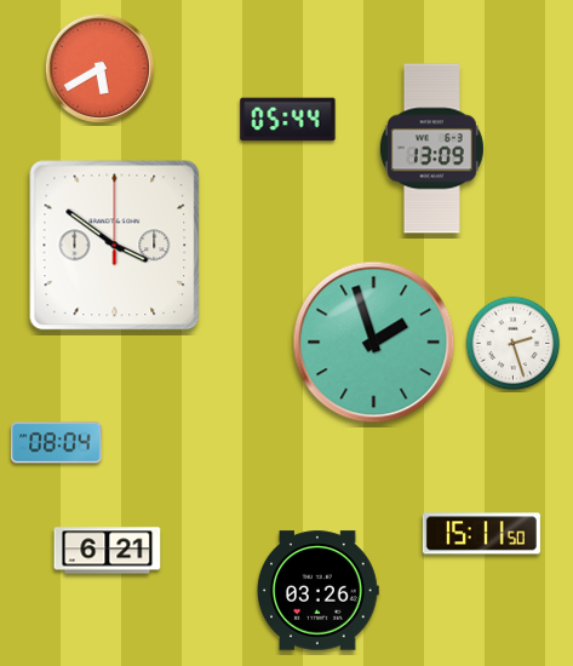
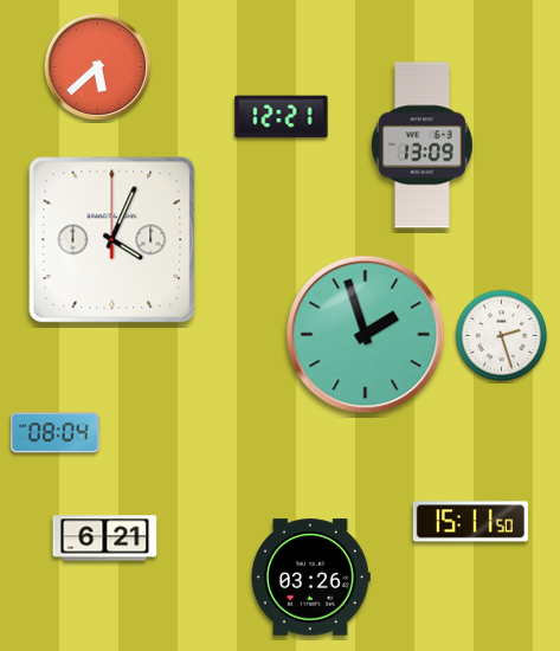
clock at (99, 68): 5:40 -> 5:38
clock at (288, 120): 05:44 -> 12:21
clock at (115, 246): 3:51 -> 4:04
